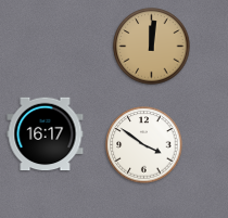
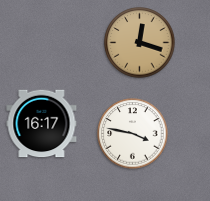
clock at (152, 47): 12:01 -> 12:18
clock at (144, 145): 3:51 -> 3:47
